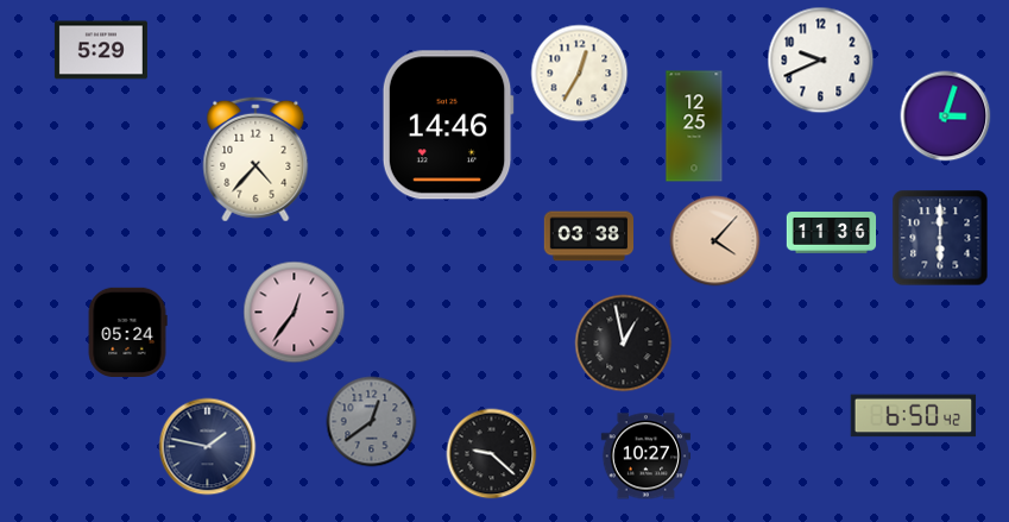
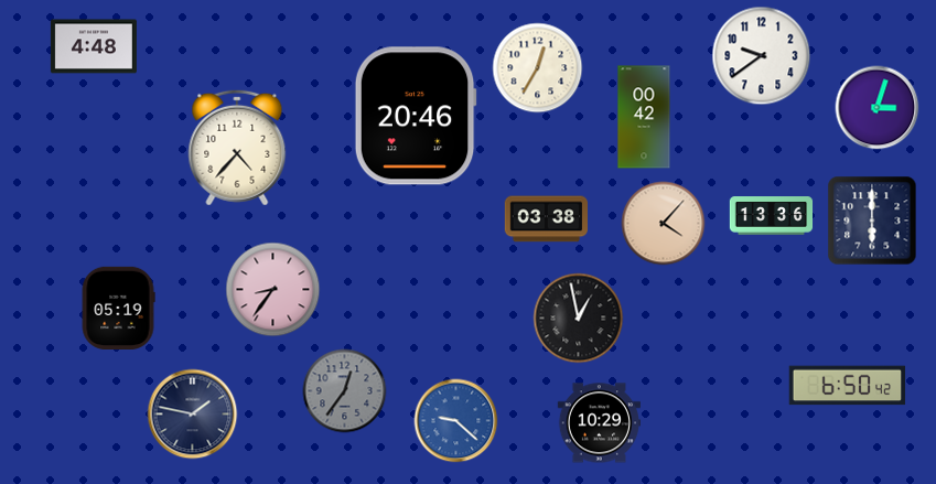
clock at (101, 50): 5:29 -> 4:48
clock at (821, 61): 9:41 -> 9:39
clock at (448, 125): 14:46 -> 20:46
clock at (694, 126): 12:25 -> 00:42
clock at (832, 233): 11:36 -> 13:36
clock at (295, 313): 12:36 -> 8:36
clock at (127, 332): 05:24 -> 05:19
clock at (372, 422): 12:39 -> 12:36
clock at (492, 454) dial: black -> blue
clock at (645, 457): 10:27 -> 10:29
